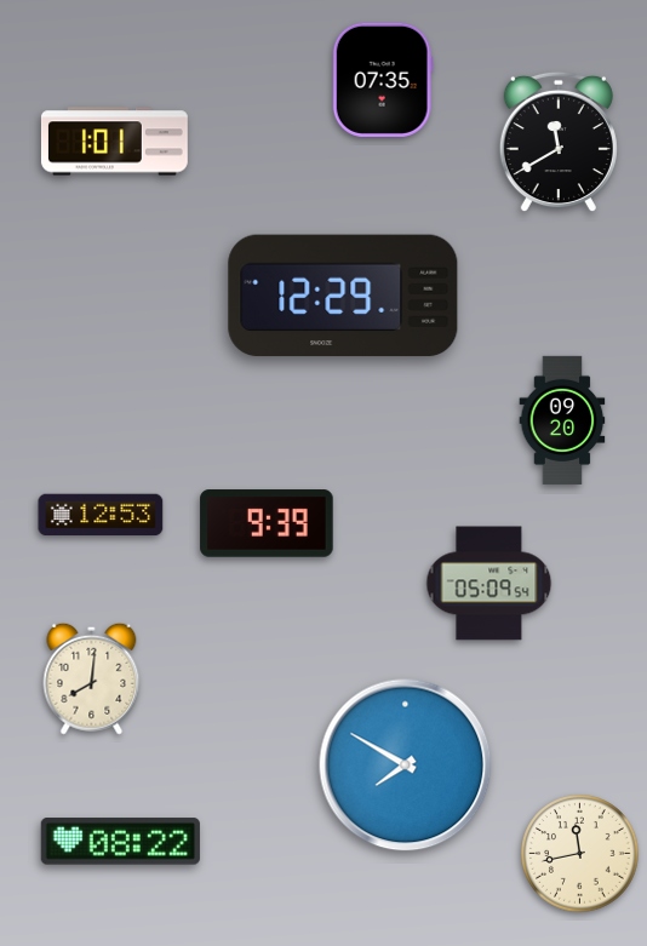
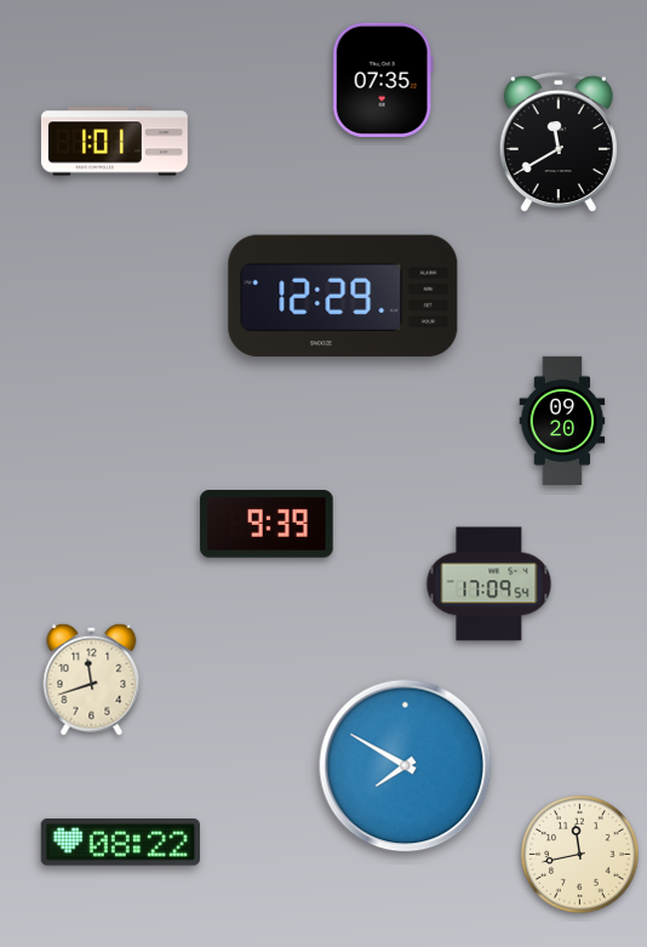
clock at (101, 515): 12:53 -> none
clock at (489, 584): 05:09 -> 17:09
clock at (92, 678): 8:01 -> 11:42
